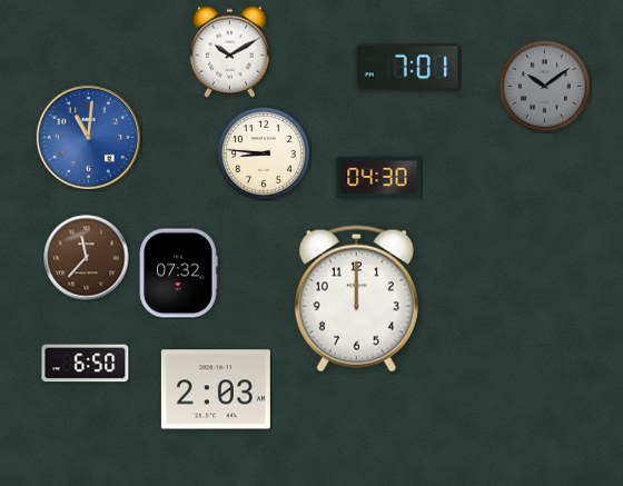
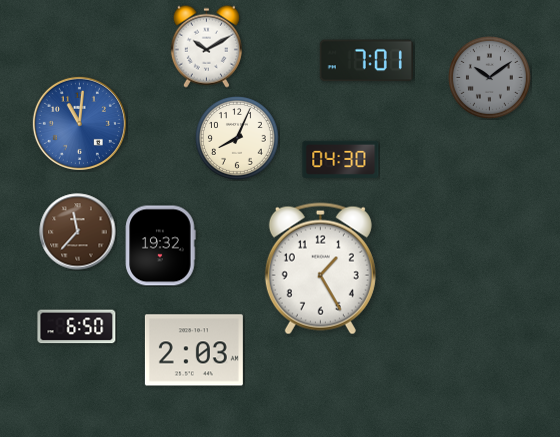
clock at (264, 153): 8:46 -> 8:04
clock at (178, 274): 07:32 -> 19:32
clock at (356, 299): 12:00 -> 1:25
